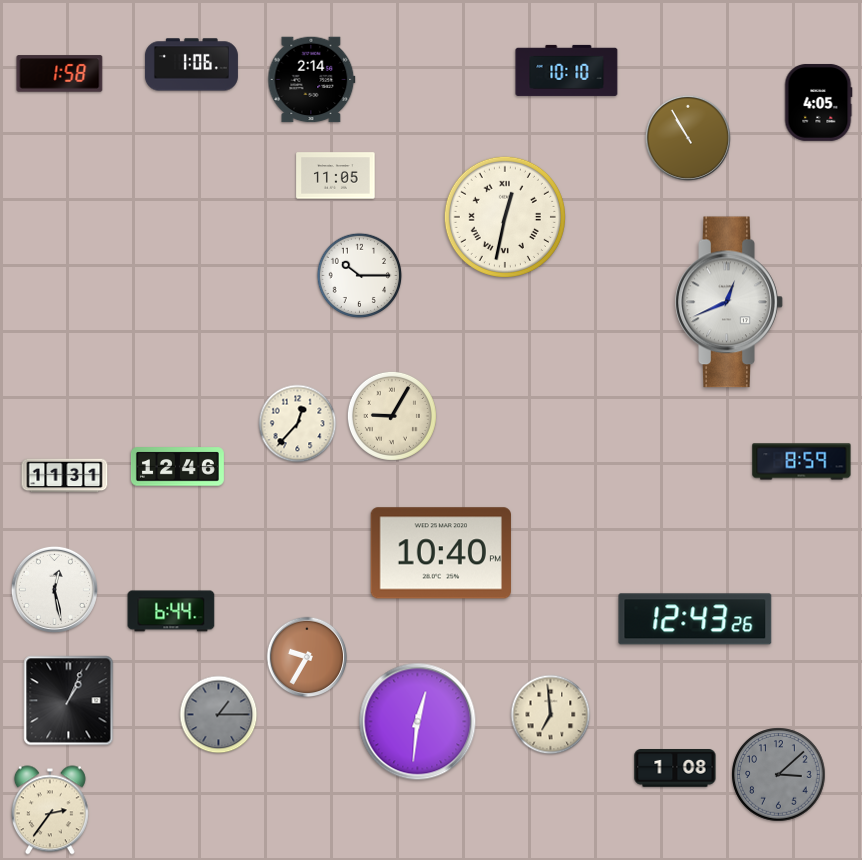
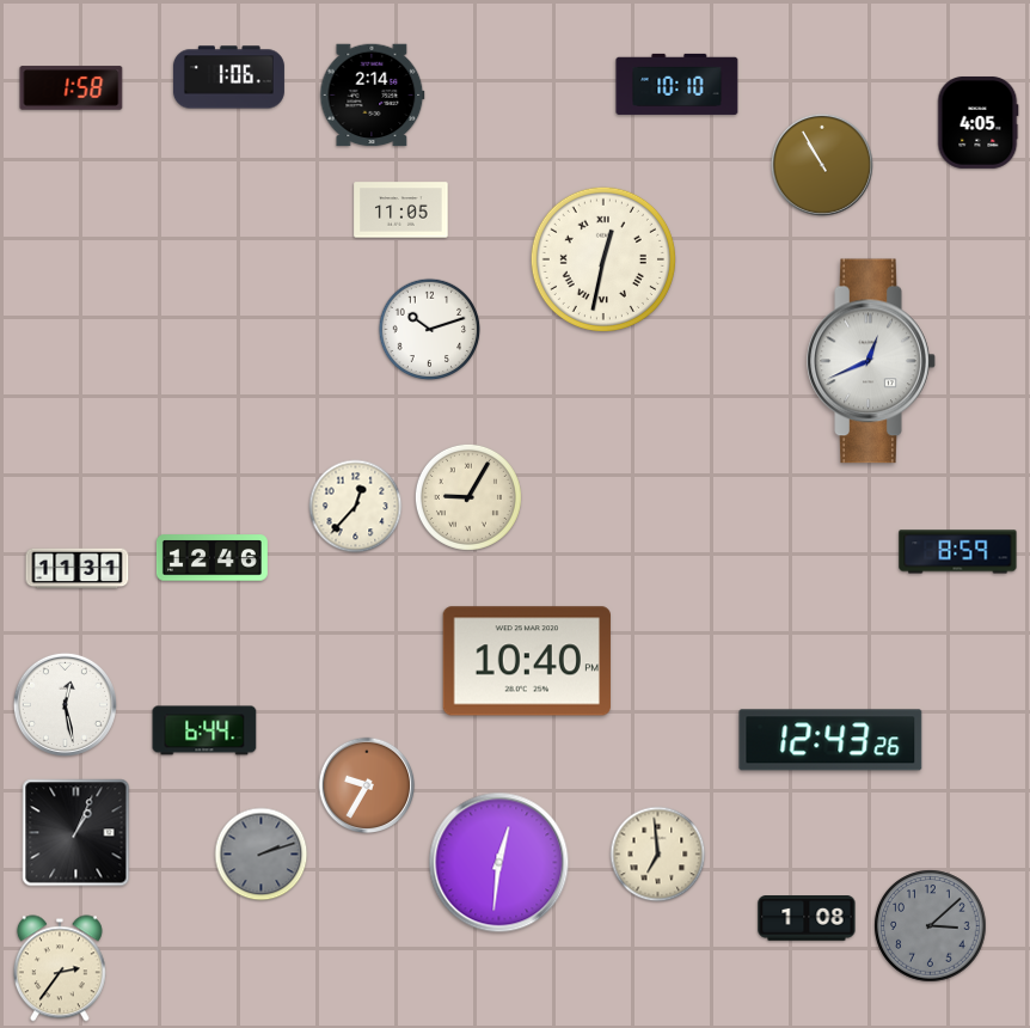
clock at (360, 276): 10:15 -> 10:12
clock at (69, 701) position: (69, 701) -> (76, 833)
clock at (219, 715): 1:15 -> 2:12
